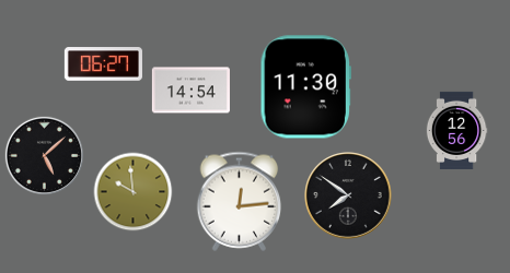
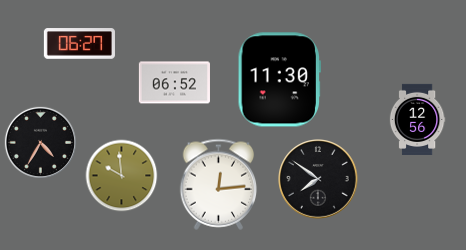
clock at (103, 64) position: (103, 64) -> (79, 44)
clock at (190, 91): 14:54 -> 06:52
clock at (44, 155): 5:08 -> 4:35
